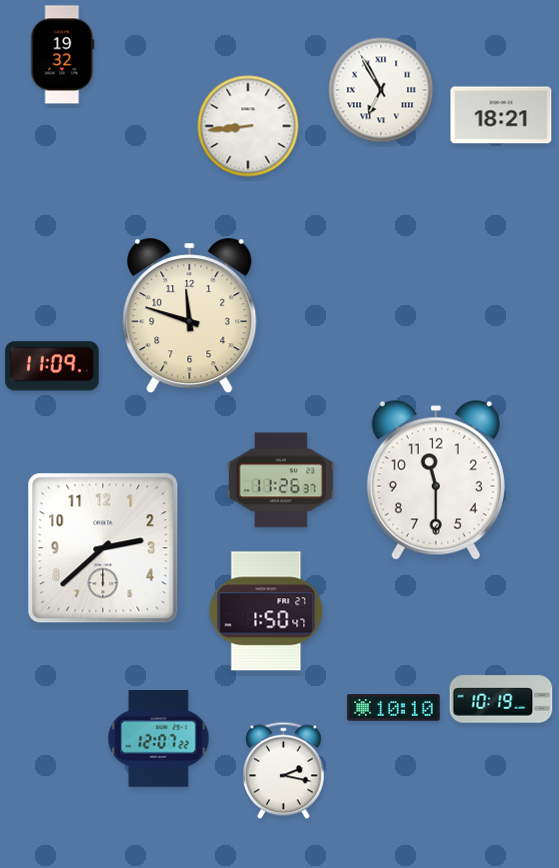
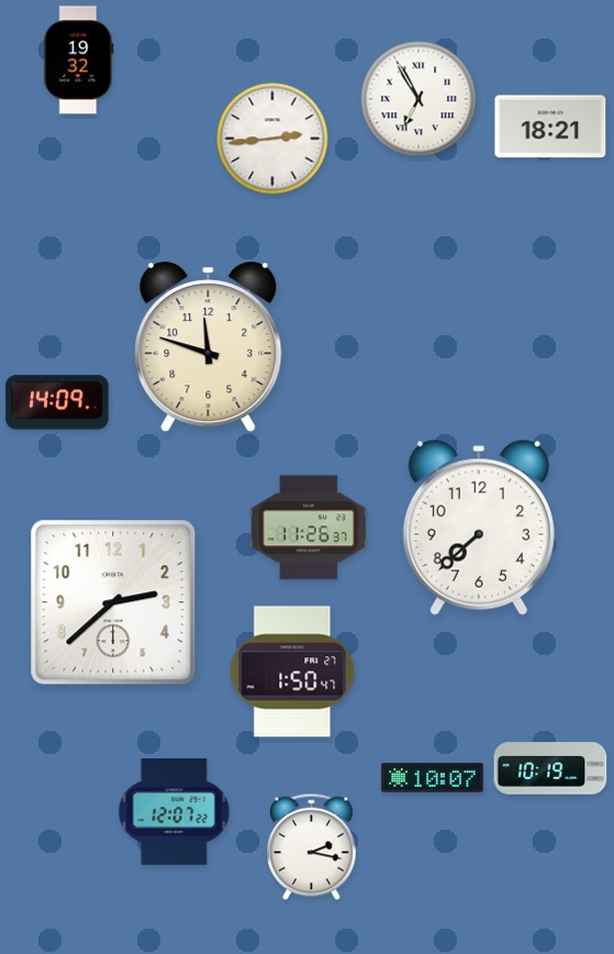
clock at (63, 55) position: (63, 55) -> (79, 60)
clock at (248, 126): 8:44 -> 2:44
clock at (52, 366): 11:09 -> 14:09
clock at (436, 480): 11:30 -> 7:38
clock at (394, 708): 10:10 -> 10:07
